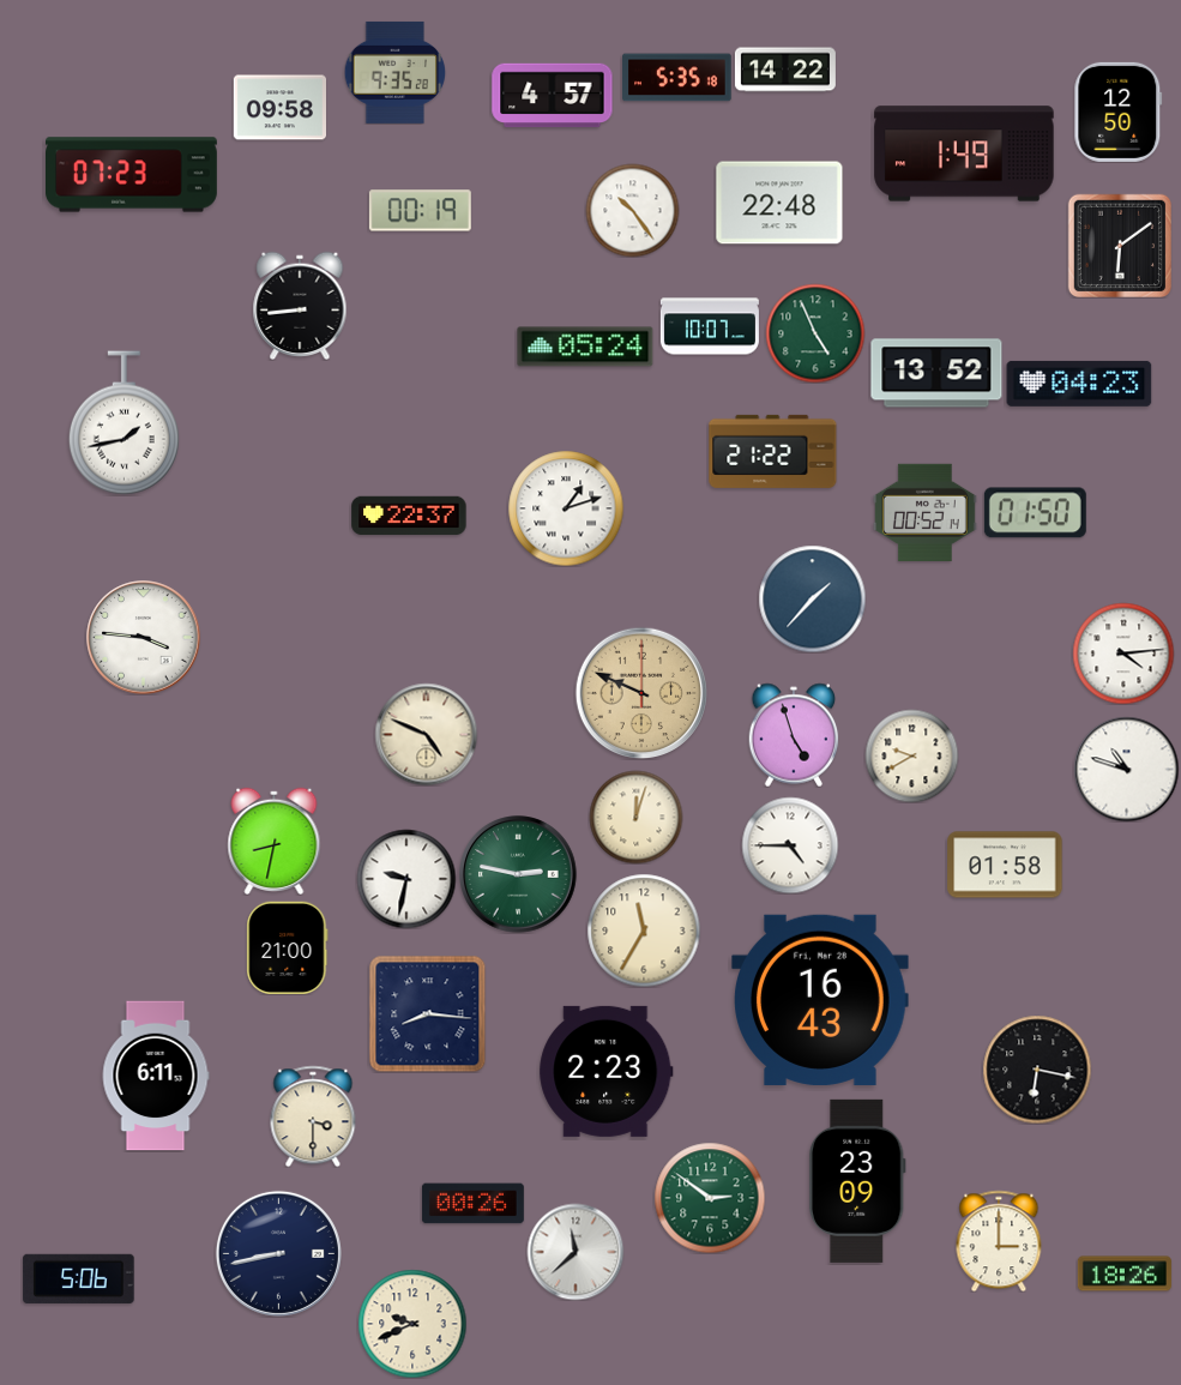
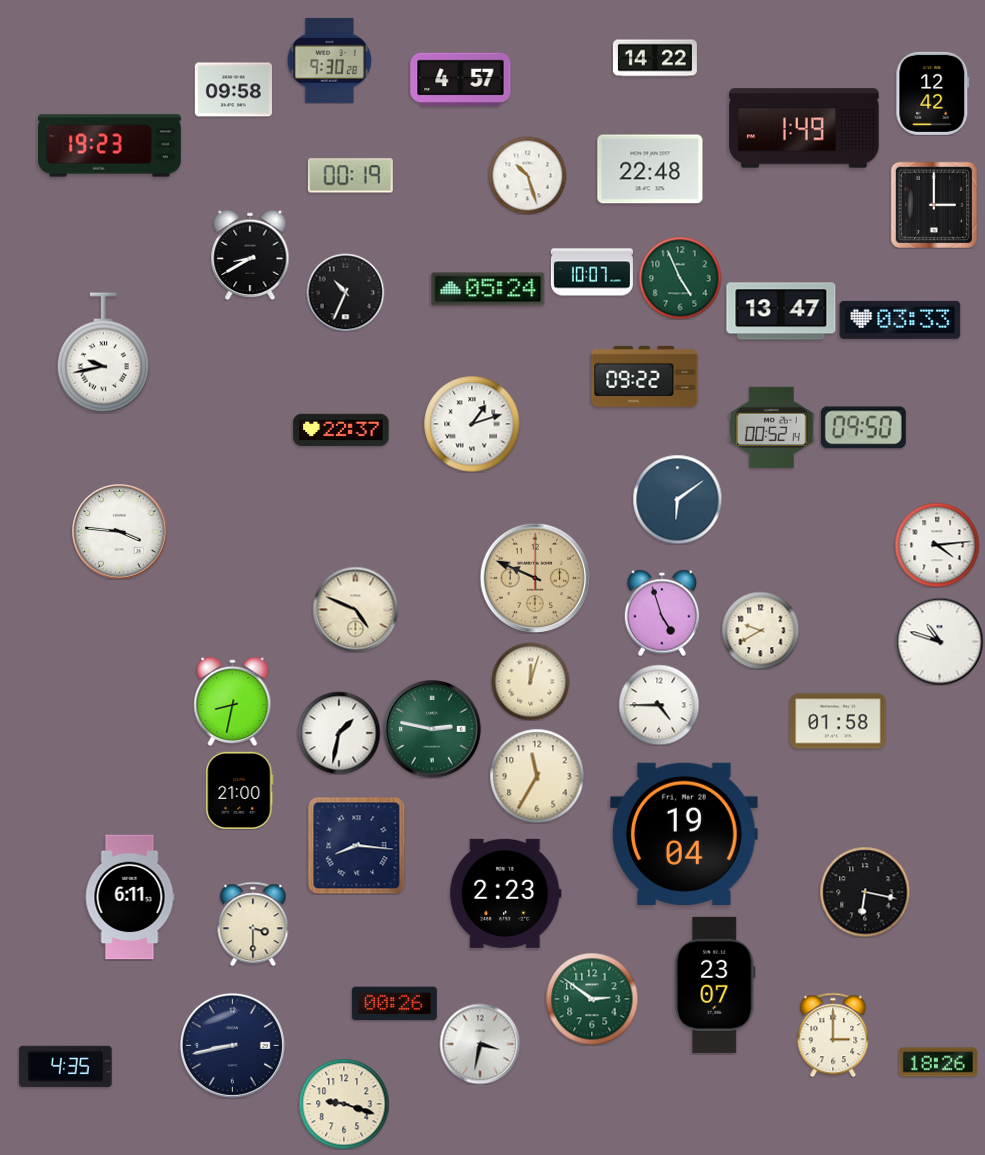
clock at (394, 72): 9:35 -> 9:30
clock at (677, 78): 5:35 -> none
clock at (1119, 112): 12:50 -> 12:42
clock at (132, 175): 07:23 -> 19:23
clock at (632, 210): 10:24 -> 10:27
clock at (1119, 245): 6:09 -> 3:00
clock at (300, 306): 8:44 -> 8:40
clock at (345, 292): none -> 10:34
clock at (936, 373): 13:52 -> 13:47
clock at (1079, 384): 04:23 -> 03:33
clock at (123, 423): 1:43 -> 9:43
clock at (773, 451): 21:22 -> 09:22
clock at (1035, 513): 01:50 -> 09:50
clock at (812, 598): 1:37 -> 6:09
clock at (426, 734) position: (426, 734) -> (355, 609)
clock at (275, 841) position: (275, 841) -> (233, 701)
clock at (406, 879): 9:32 -> 1:32
clock at (820, 1000): 16:43 -> 19:04
clock at (313, 1116) position: (313, 1116) -> (253, 924)
clock at (857, 1181): 23:09 -> 23:07
clock at (576, 1252): 11:38 -> 3:32
clock at (79, 1278): 5:06 -> 4:35
clock at (412, 1324): 9:41 -> 9:18
